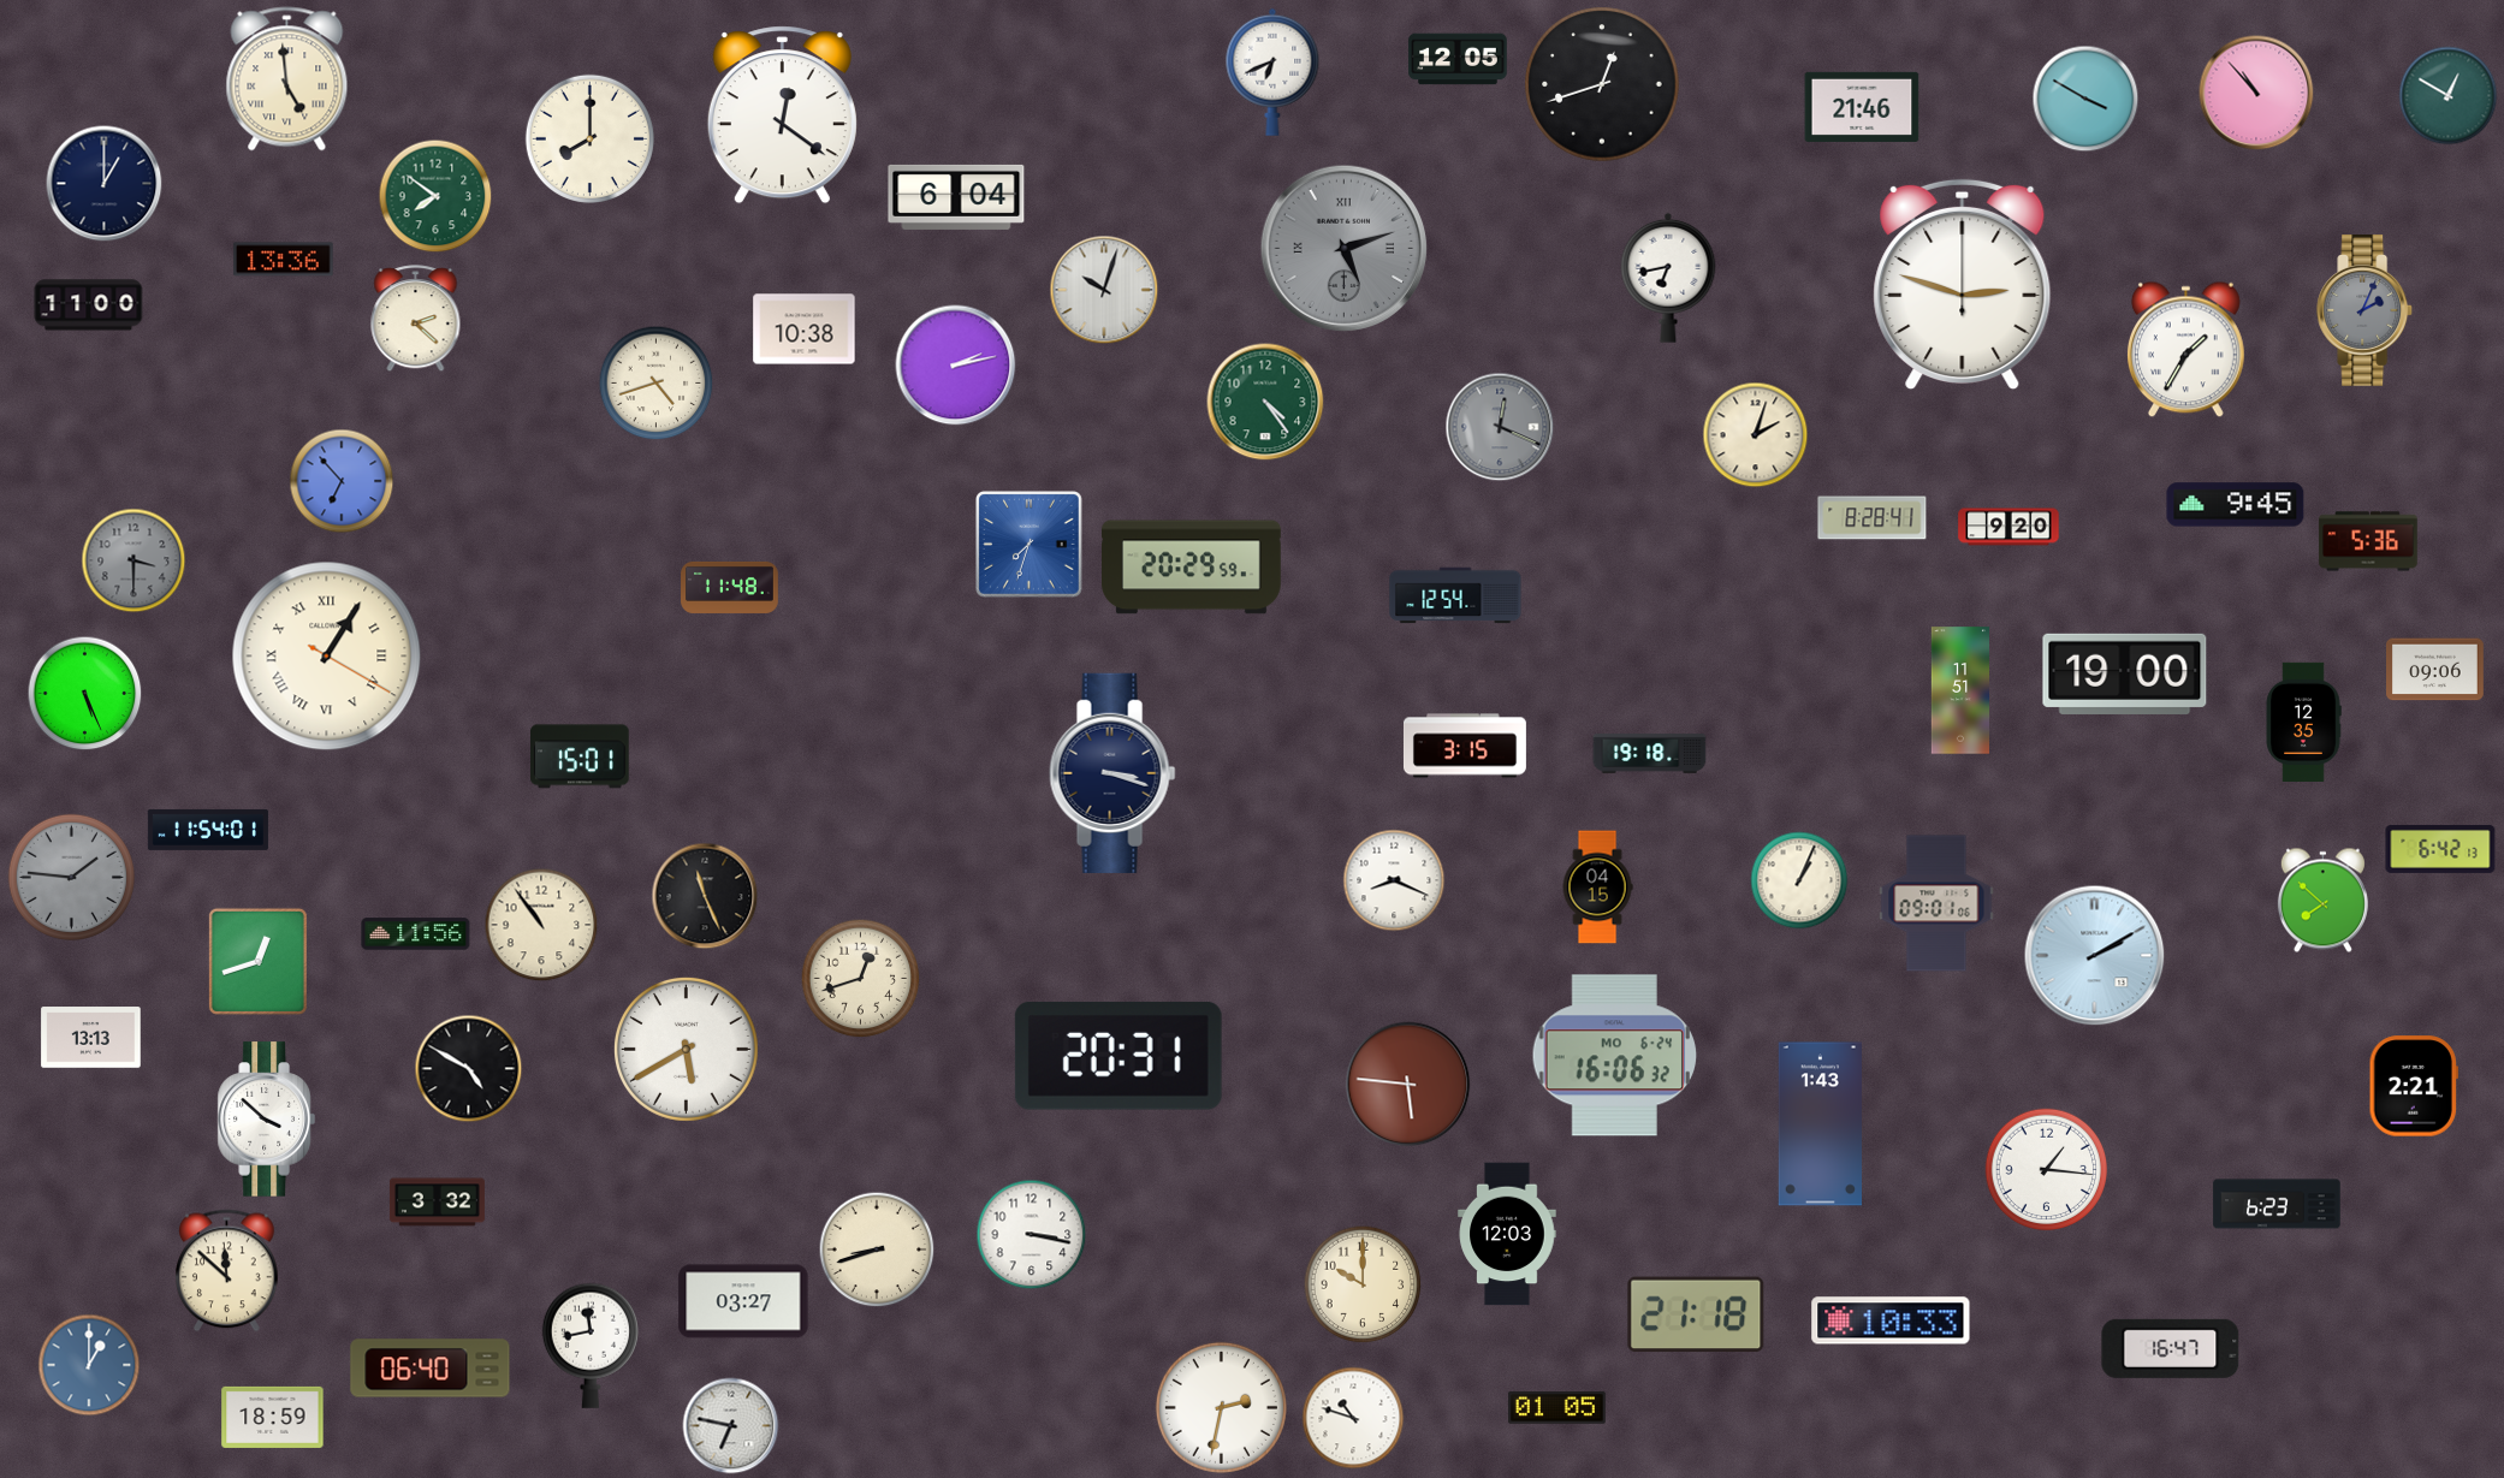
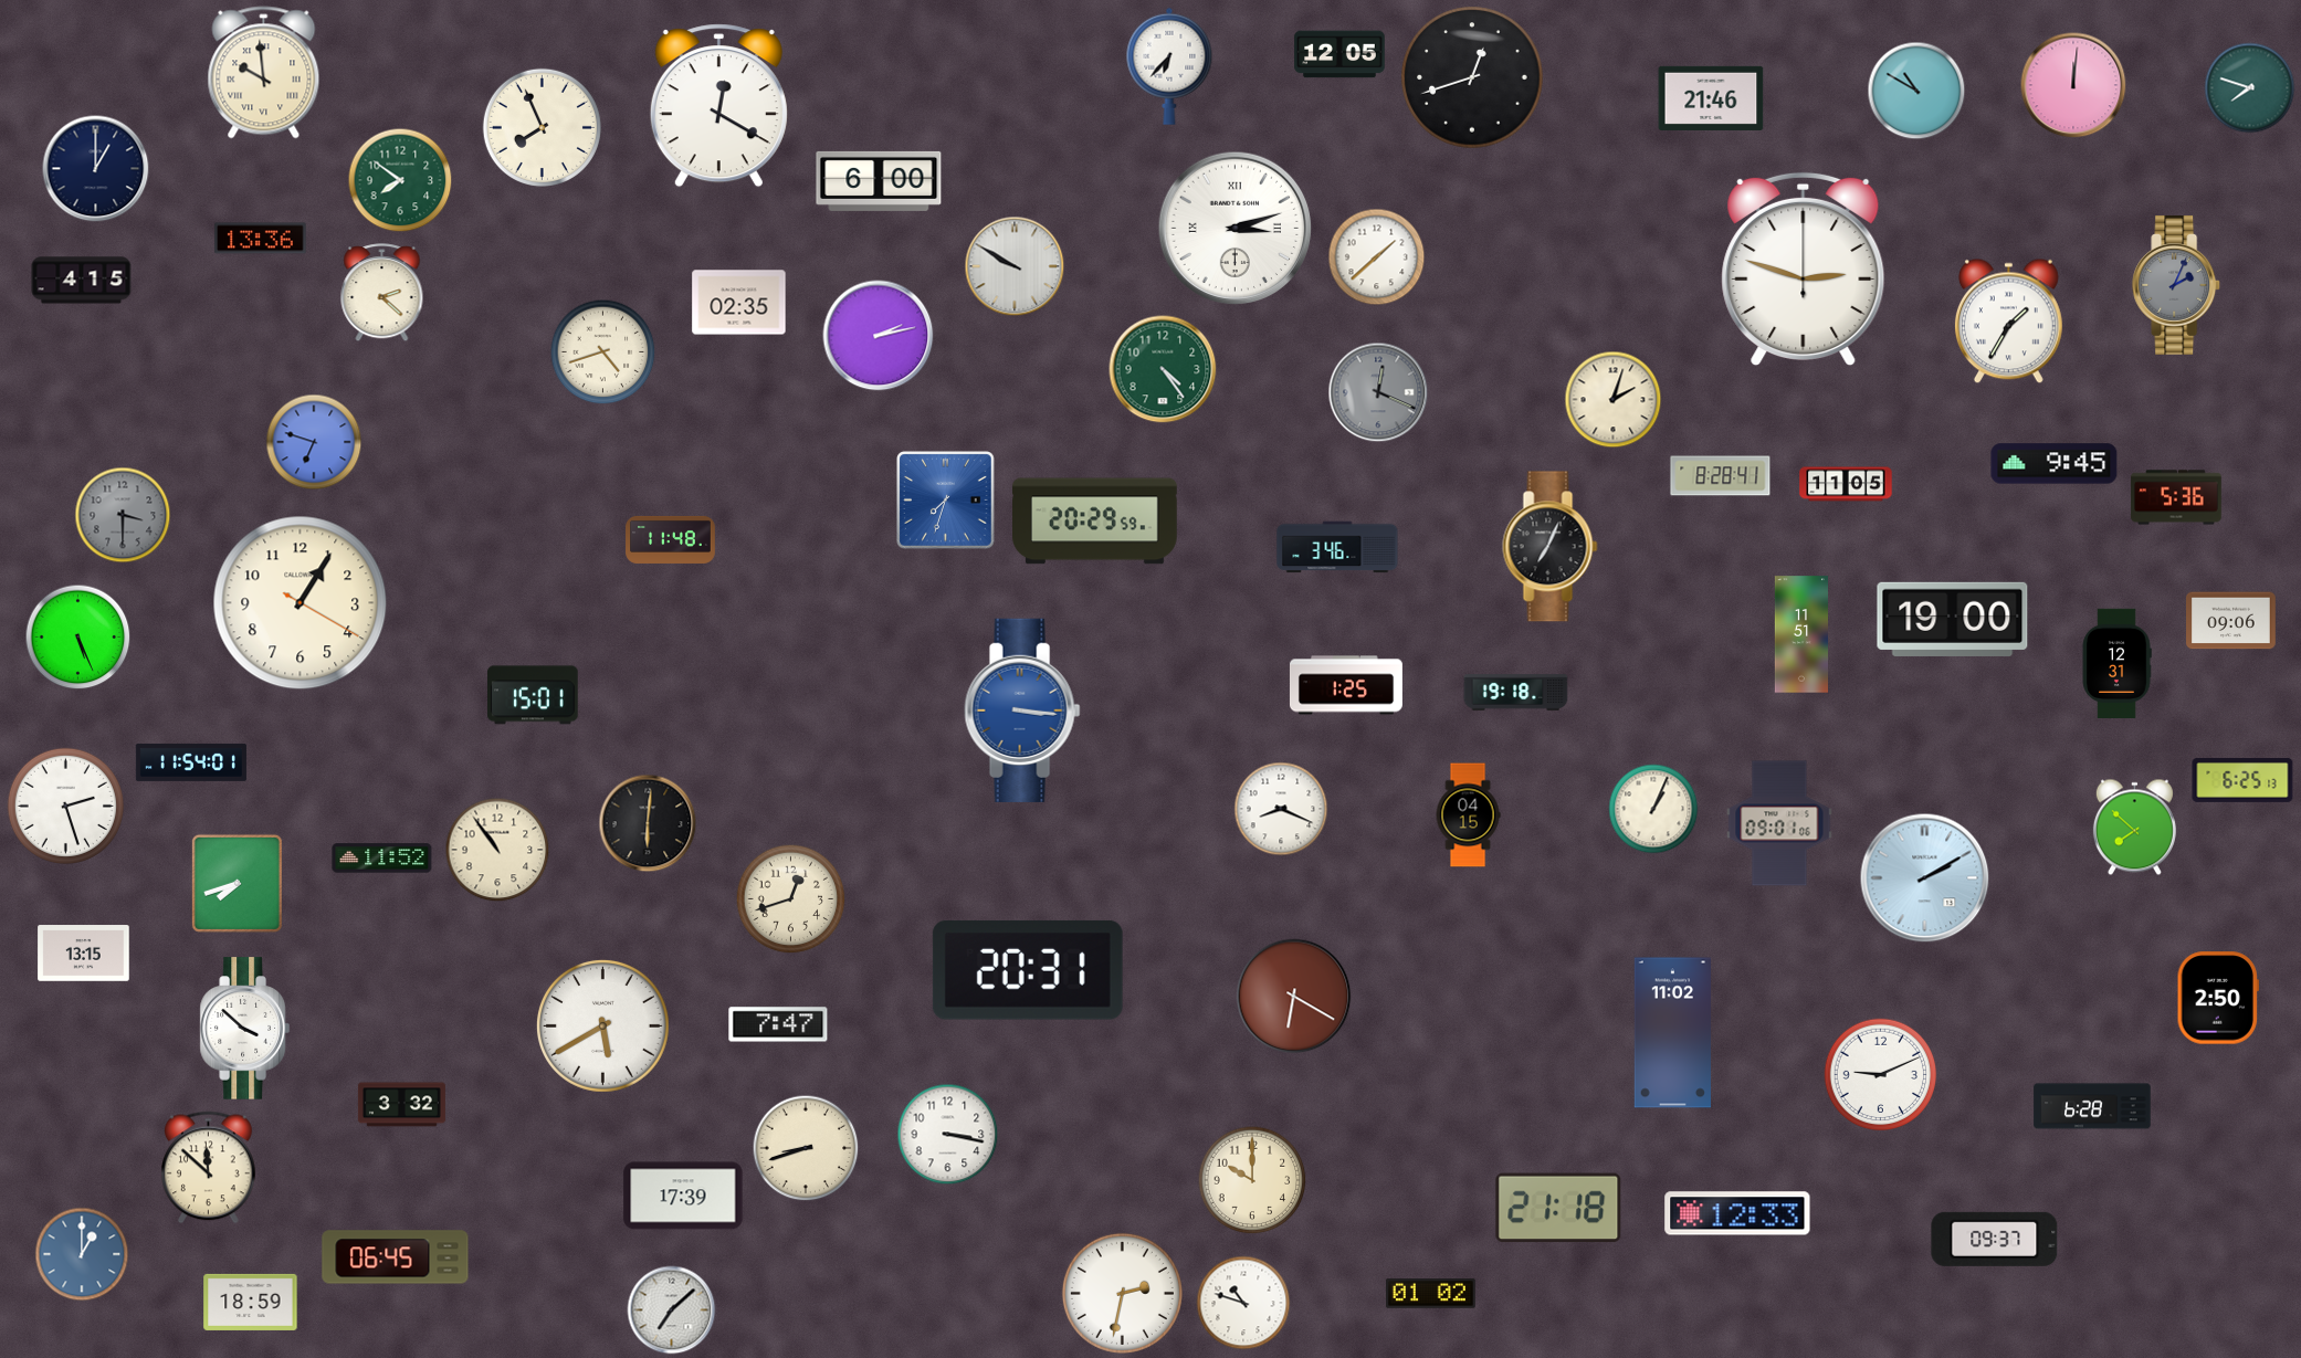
clock at (1272, 72): 6:41 -> 6:37
clock at (287, 79): 4:59 -> 9:59
clock at (2256, 93): 10:53 -> 12:01
clock at (2449, 96): 12:50 -> 7:48
clock at (2085, 99): 3:50 -> 10:50
clock at (782, 115): 12:21 -> 12:20
clock at (589, 138): 8:00 -> 7:56
clock at (956, 197): 6:04 -> 6:00
clock at (1345, 249): 5:12 -> 3:12
clock at (1345, 249) dial: grey -> white
clock at (1668, 278): 6:43 -> none
clock at (1377, 257): none -> 1:38
clock at (1963, 285) position: (1963, 285) -> (1804, 270)
clock at (1104, 290): 10:03 -> 9:50
clock at (89, 305): 11:00 -> 4:15
clock at (2366, 310) position: (2366, 310) -> (2177, 285)
clock at (805, 330): 10:38 -> 02:35
clock at (342, 481): 6:53 -> 6:48
clock at (2008, 527): 9:20 -> 11:05
clock at (1455, 595): 12:54 -> 3:46
clock at (1551, 547): none -> 7:04
clock at (327, 657) numerals: Roman -> Arabic
clock at (2435, 670) position: (2435, 670) -> (2231, 621)
clock at (2303, 722): 12:35 -> 12:31
clock at (1465, 746): 3:15 -> 1:25
clock at (1112, 773): 3:18 -> 3:16
clock at (1112, 773) dial: navy -> blue
clock at (2440, 849): 6:42 -> 6:25
clock at (71, 877): 1:46 -> 2:27
clock at (71, 877) dial: grey -> white
clock at (705, 896): 11:26 -> 6:01
clock at (1936, 903) position: (1936, 903) -> (1779, 823)
clock at (416, 934): 11:56 -> 11:52
clock at (257, 961): 12:42 -> 7:42
clock at (91, 1038): 13:13 -> 13:15
clock at (686, 1049) position: (686, 1049) -> (602, 1025)
clock at (1615, 1056): 16:06 -> none
clock at (469, 1069): 4:50 -> none
clock at (1408, 1085): 5:46 -> 6:20
clock at (2414, 1086): 2:21 -> 2:50
clock at (778, 1024): none -> 7:47
clock at (1820, 1124): 1:43 -> 11:02
clock at (2047, 1170): 1:16 -> 9:11
clock at (2277, 1204): 6:23 -> 6:28
clock at (1507, 1234): 12:03 -> none
clock at (743, 1301): 03:27 -> 17:39
clock at (1891, 1320): 10:33 -> 12:33
clock at (591, 1346): 11:43 -> none
clock at (2171, 1348): 16:47 -> 09:37
clock at (431, 1369): 06:40 -> 06:45
clock at (1557, 1408): 01:05 -> 01:02
clock at (731, 1426): 6:47 -> 7:08
